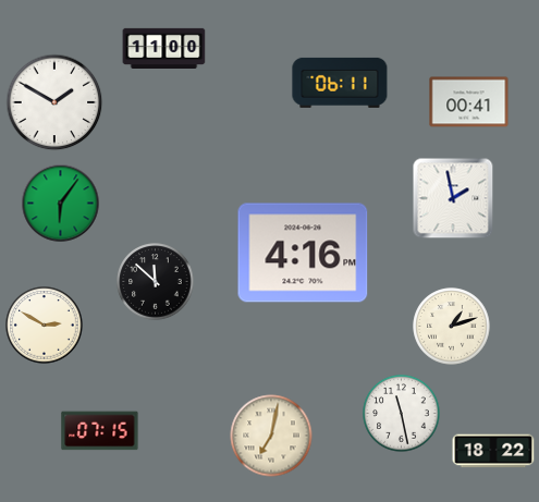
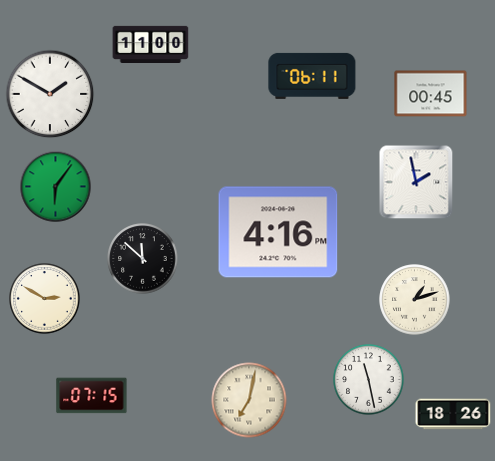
clock at (469, 102): 00:41 -> 00:45
clock at (45, 326) position: (45, 326) -> (45, 299)
clock at (493, 451): 18:22 -> 18:26
